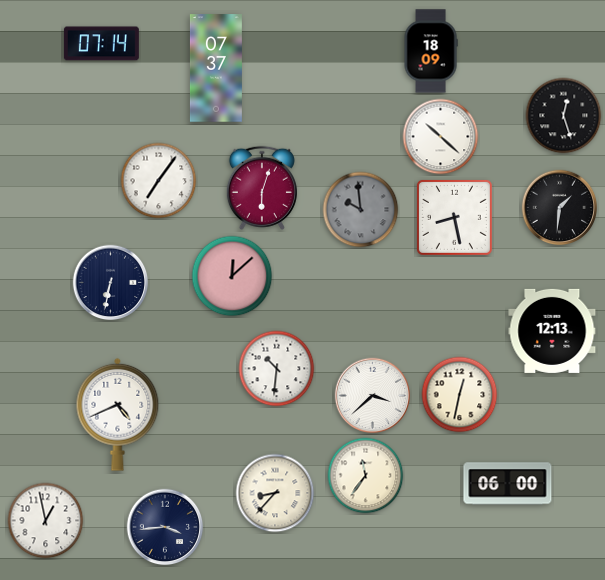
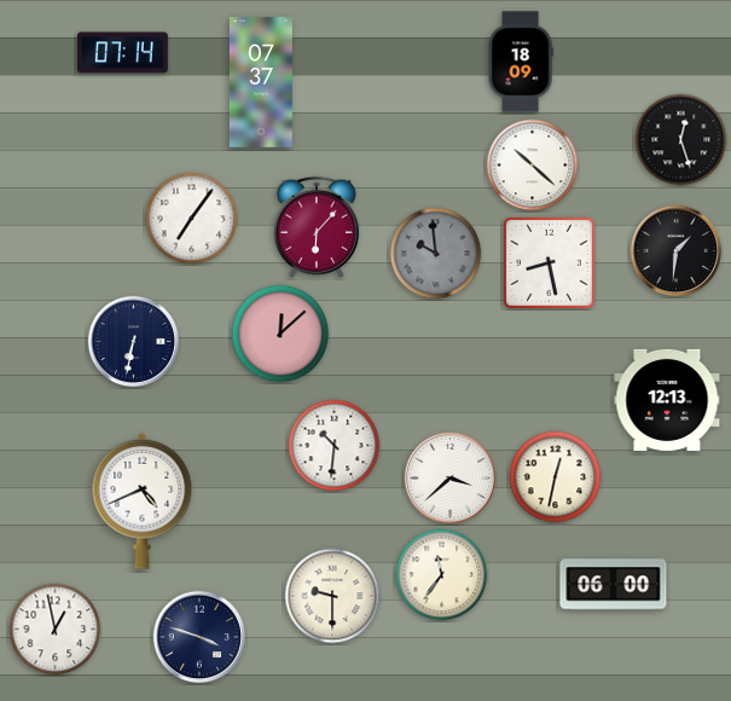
clock at (262, 188): 6:03 -> 6:07
clock at (275, 493): 8:37 -> 9:30
clock at (165, 527): 3:44 -> 3:48
